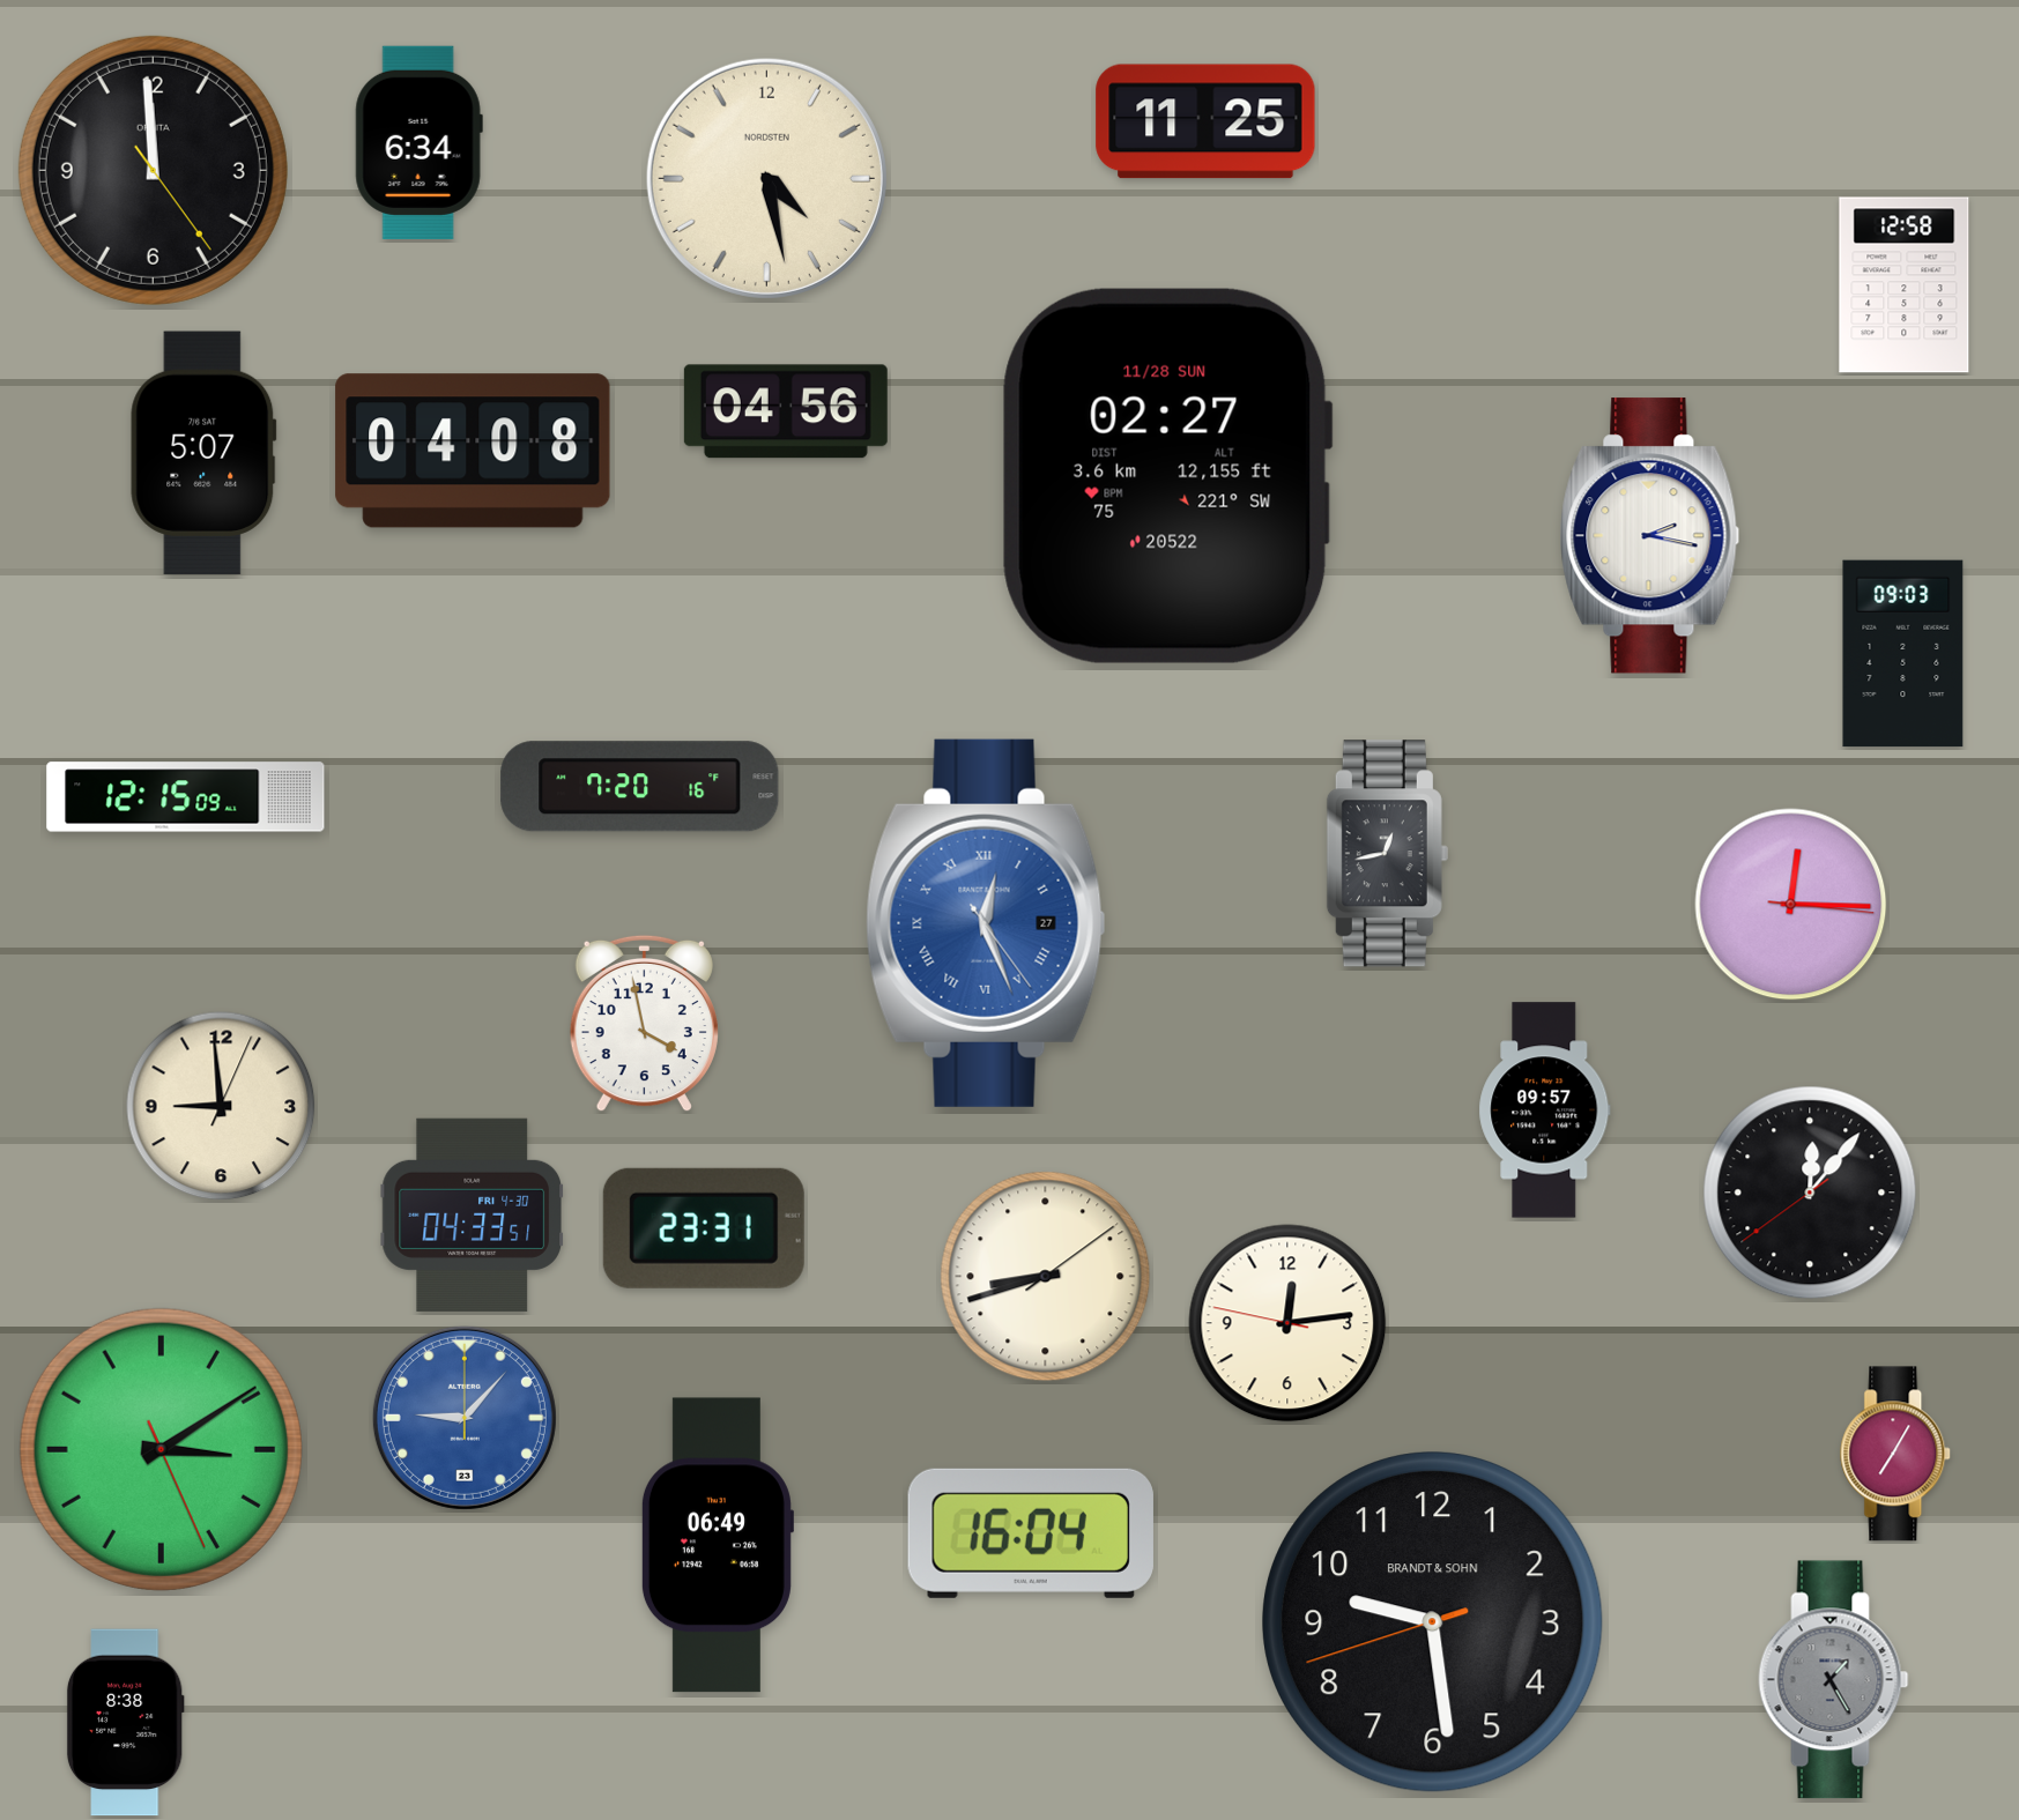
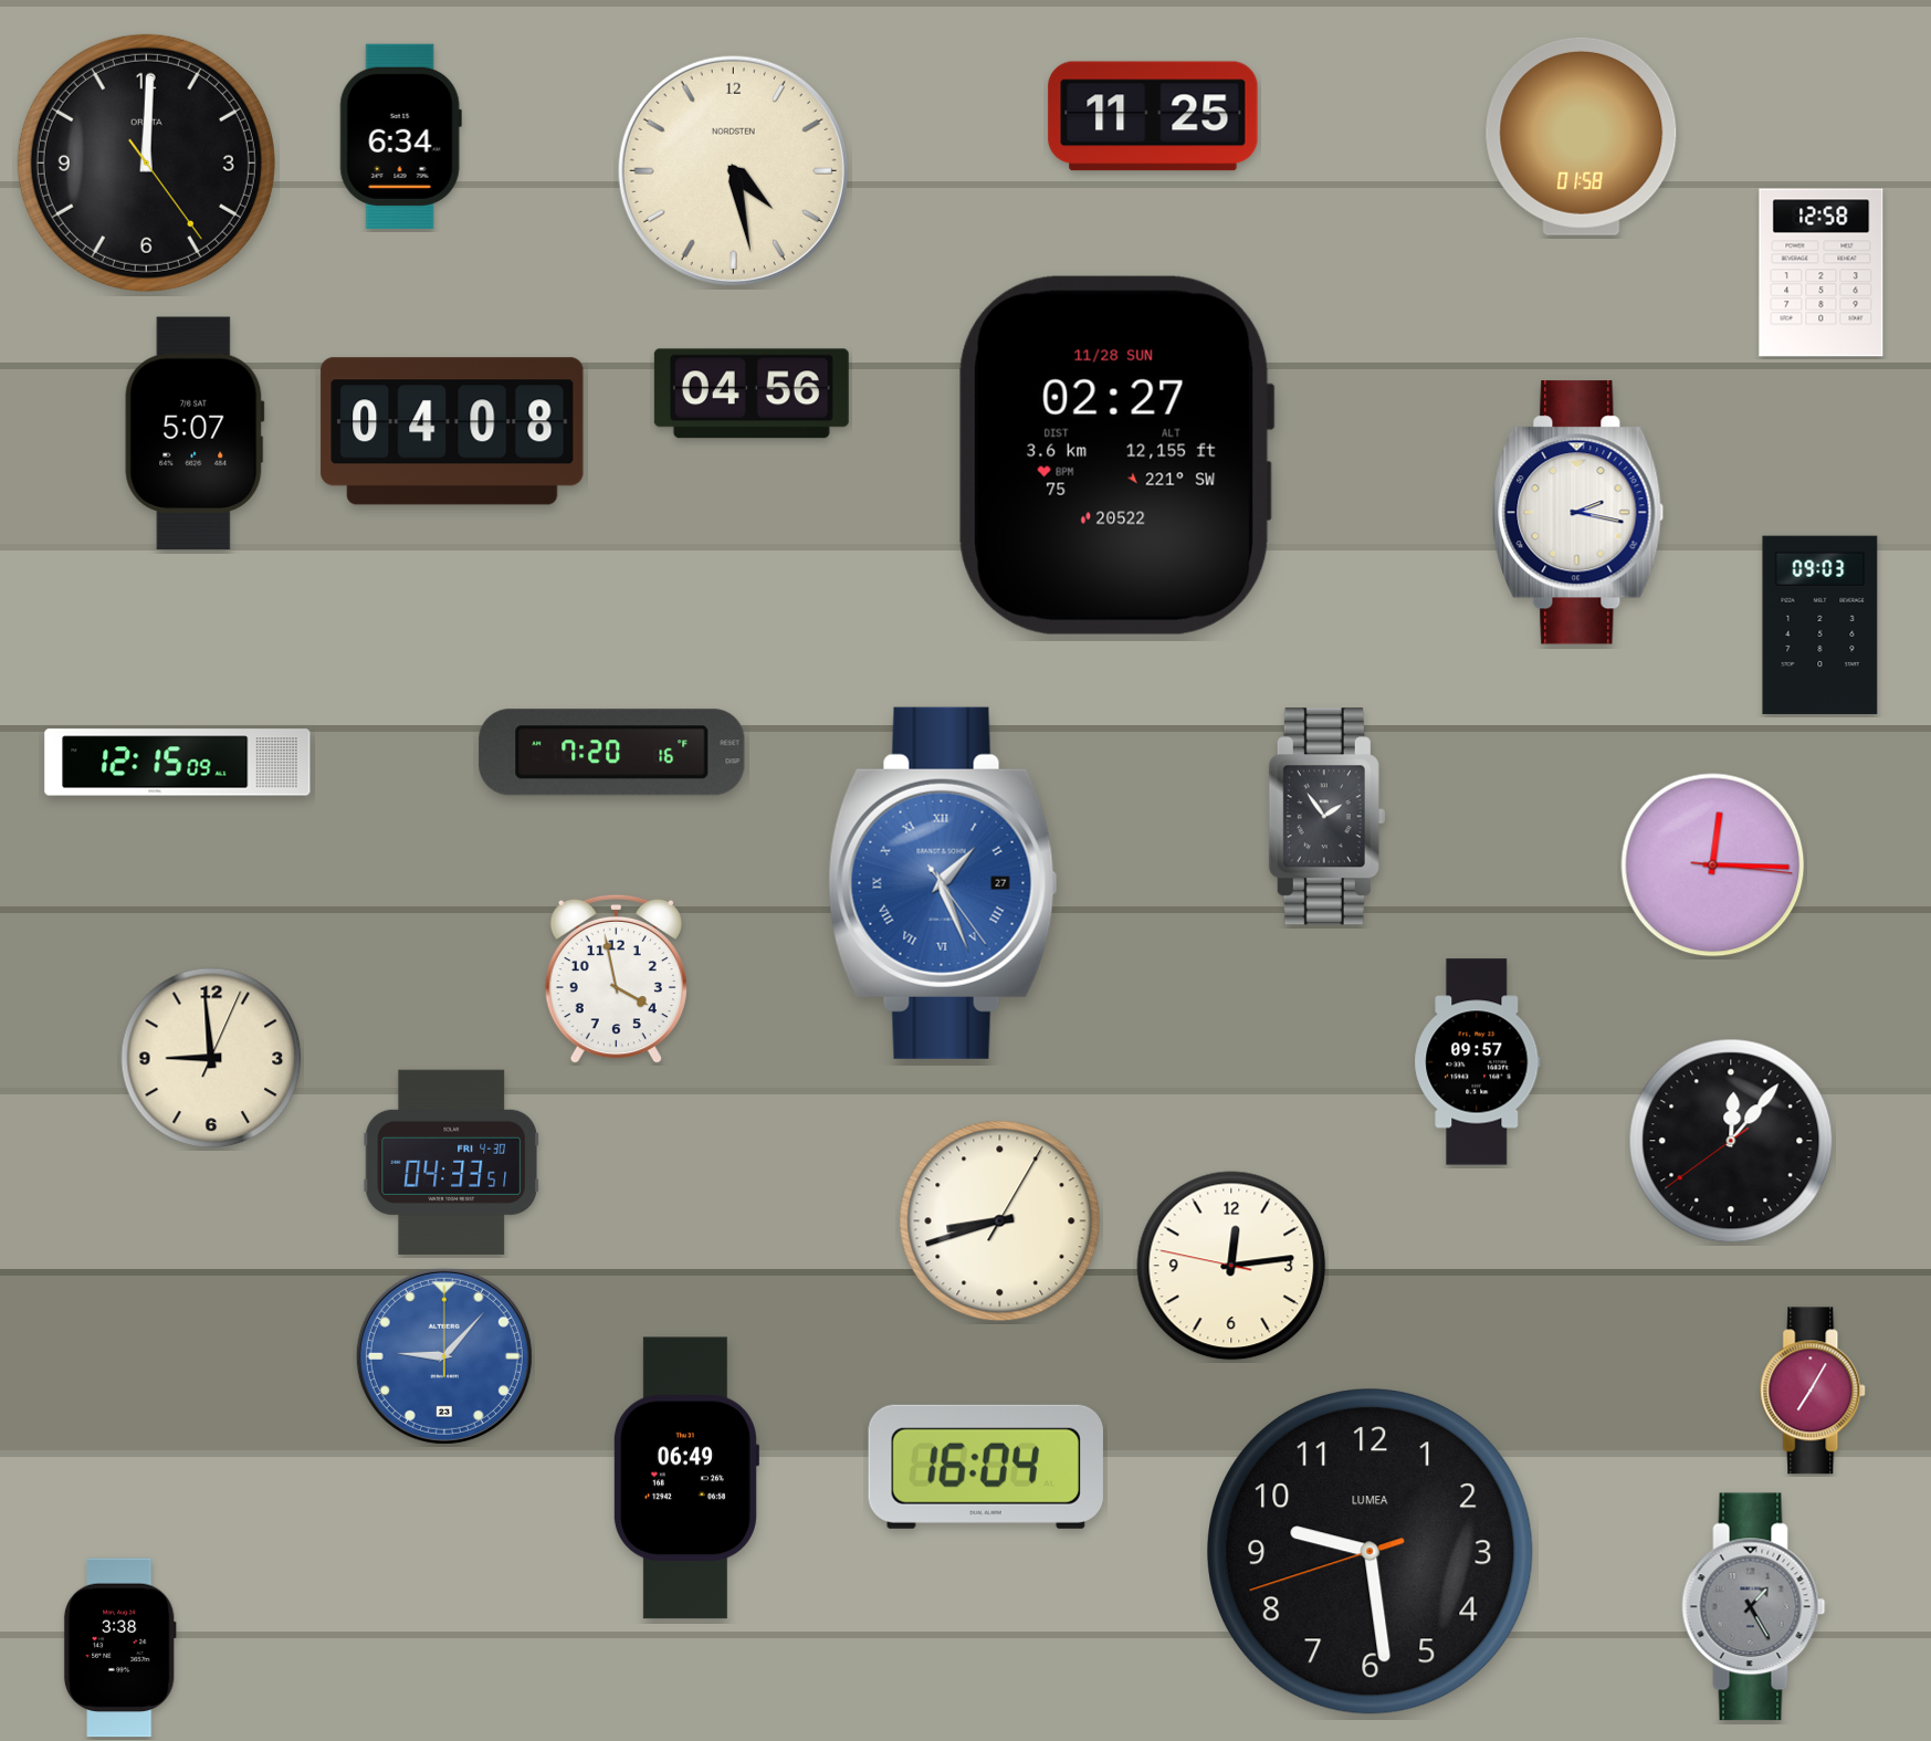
clock at (1582, 136): none -> 01:58
clock at (153, 170): 11:59 -> 12:00
clock at (1387, 854): 12:43 -> 1:54
clock at (986, 923): 12:26 -> 1:26
clock at (704, 1228): 23:31 -> none
clock at (1046, 1277): 8:42:09 -> 8:42:05
clock at (161, 1449): 3:09 -> none
clock at (1433, 1622) brand: BRANDT & SOHN -> LUMEA
clock at (125, 1723): 8:38 -> 3:38
